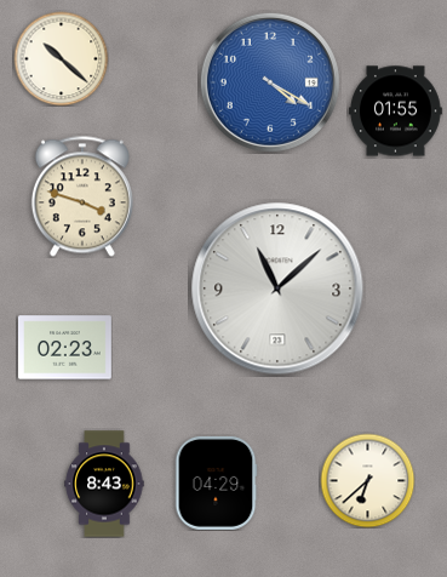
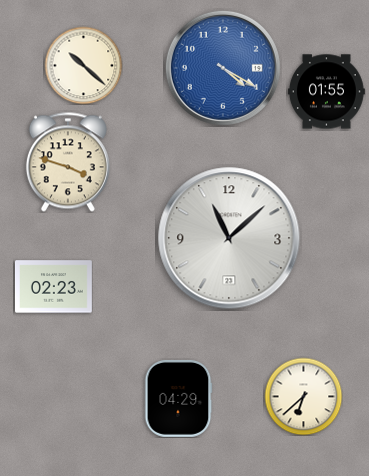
clock at (61, 58) position: (61, 58) -> (83, 65)
clock at (104, 484): 8:43 -> none
